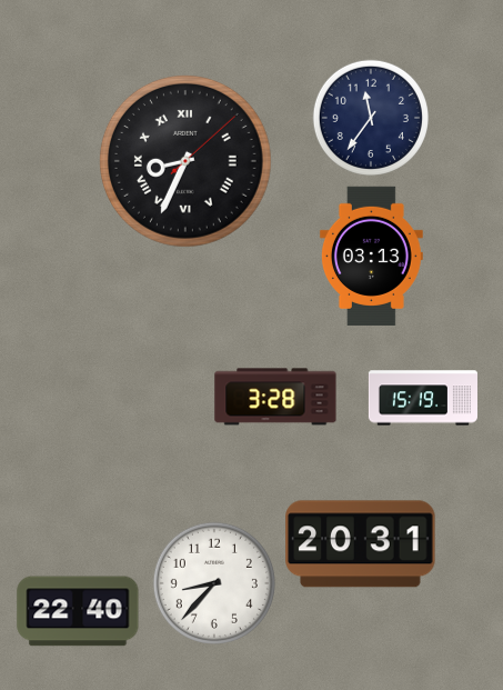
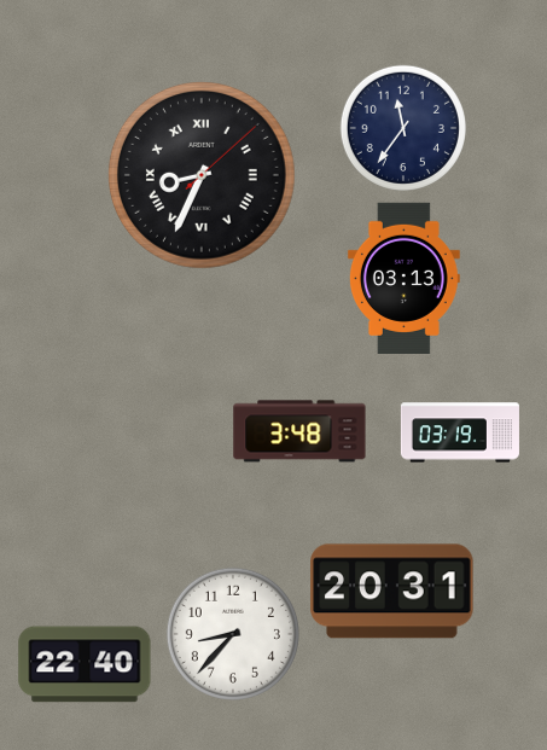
clock at (275, 397): 3:28 -> 3:48
clock at (423, 398): 15:19 -> 03:19
